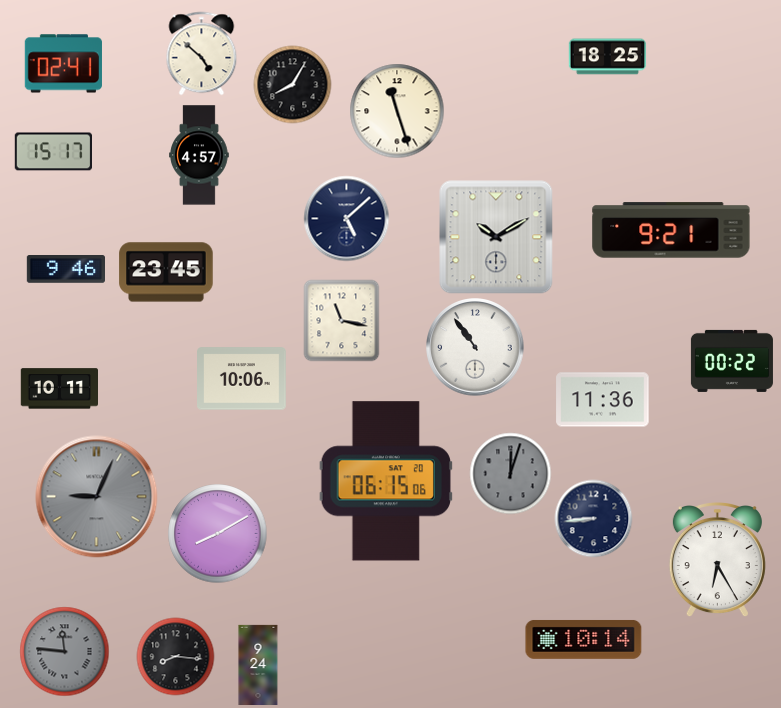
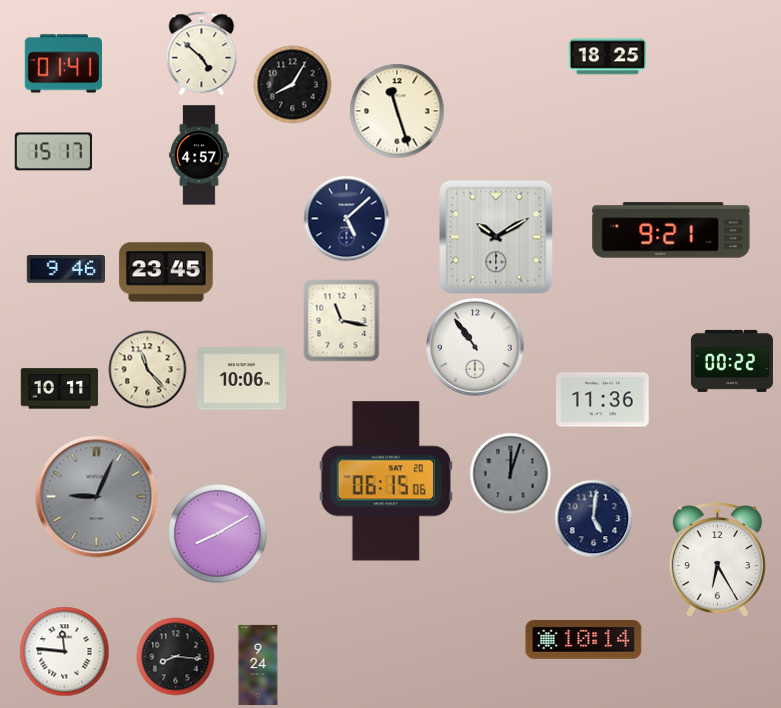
clock at (63, 64): 02:41 -> 01:41
clock at (147, 369): none -> 11:23
clock at (593, 518): 8:44 -> 5:01
clock at (64, 651) dial: grey -> white
